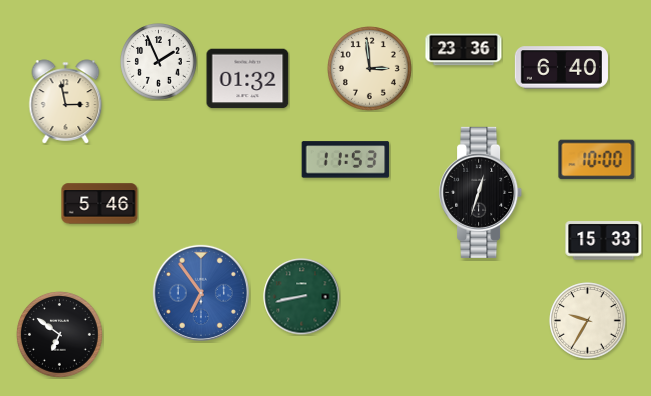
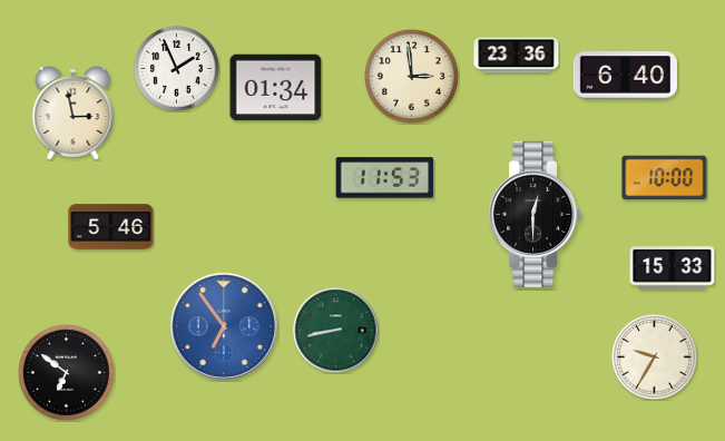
clock at (248, 79): 01:32 -> 01:34
clock at (481, 192): 12:33 -> 12:30
